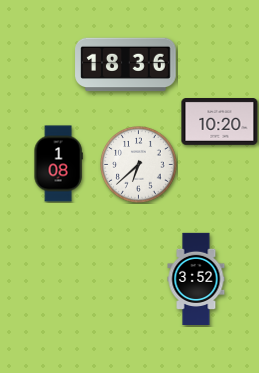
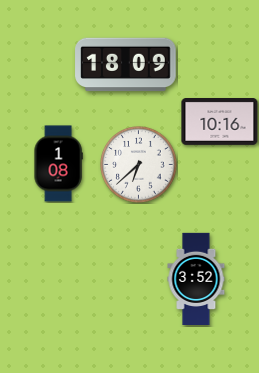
clock at (126, 65): 18:36 -> 18:09
clock at (220, 122): 10:20 -> 10:16
